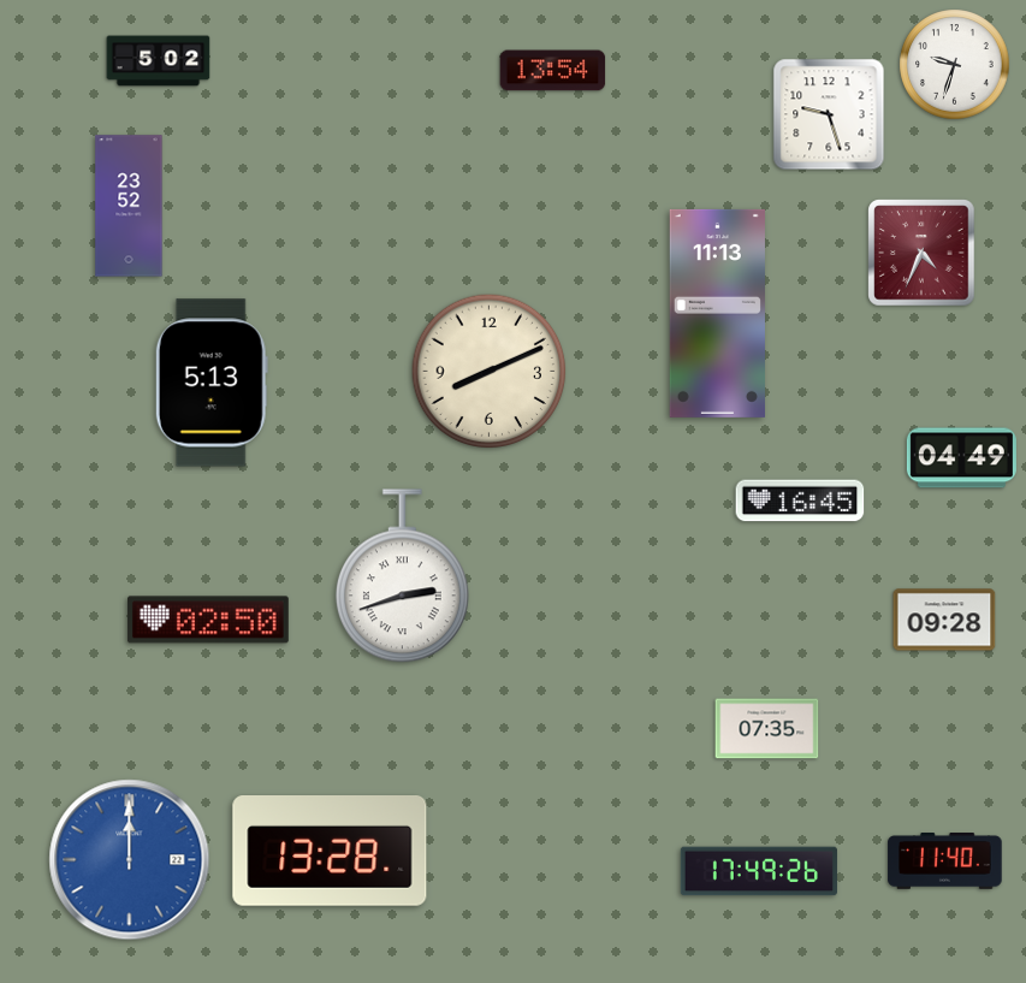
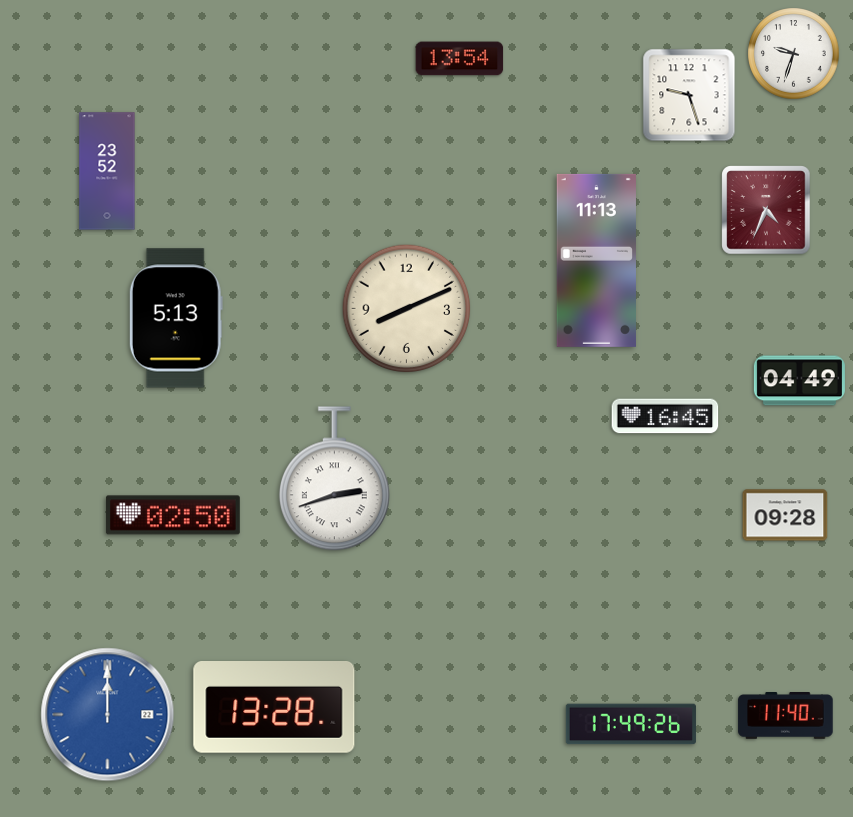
clock at (159, 61): 5:02 -> none
clock at (767, 729): 07:35 -> none
